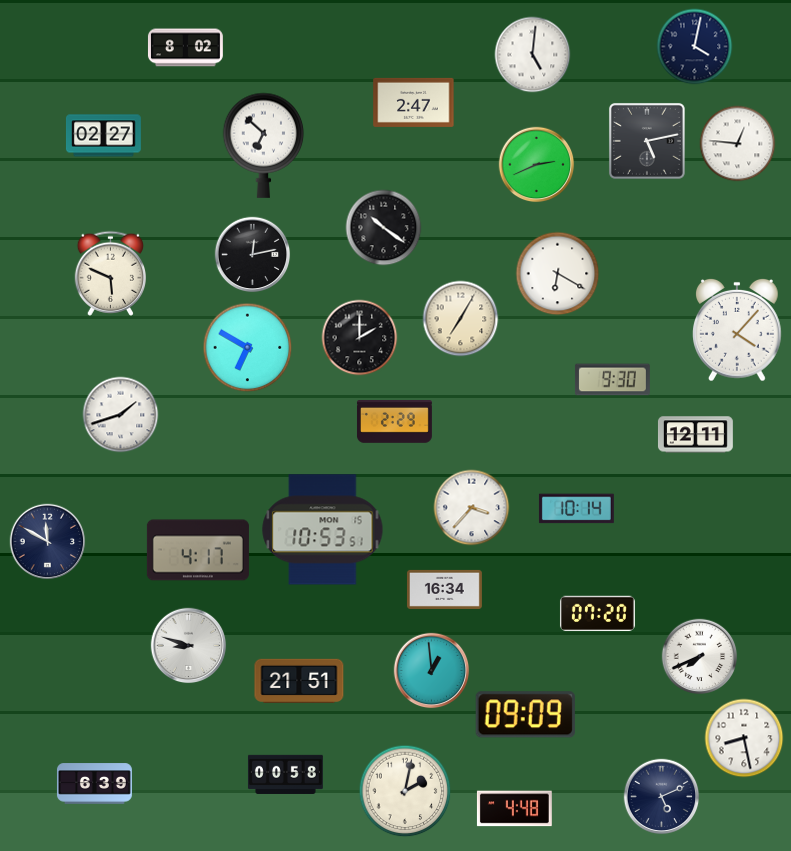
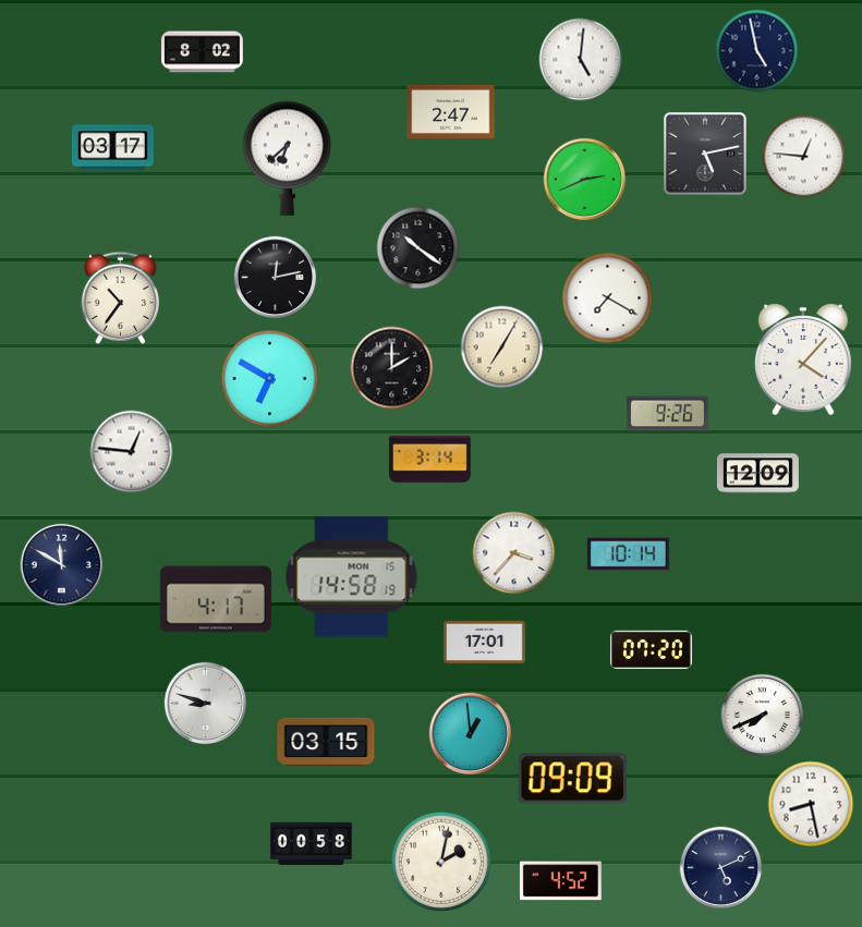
clock at (695, 47): 4:02 -> 4:58
clock at (103, 136): 02:27 -> 03:17
clock at (264, 145): 6:52 -> 6:38
clock at (110, 273): 5:49 -> 10:36
clock at (558, 274): 6:20 -> 7:20
clock at (612, 380): 9:30 -> 9:26
clock at (121, 415): 1:42 -> 12:46
clock at (394, 422): 2:29 -> 3:14
clock at (695, 435): 12:11 -> 12:09
clock at (323, 530): 10:53 -> 14:58
clock at (48, 542) position: (48, 542) -> (62, 565)
clock at (444, 589): 16:34 -> 17:01
clock at (597, 614) position: (597, 614) -> (651, 650)
clock at (432, 671) position: (432, 671) -> (471, 734)
clock at (299, 680): 21:51 -> 03:15
clock at (95, 784): 6:39 -> none
clock at (514, 809): 4:48 -> 4:52
